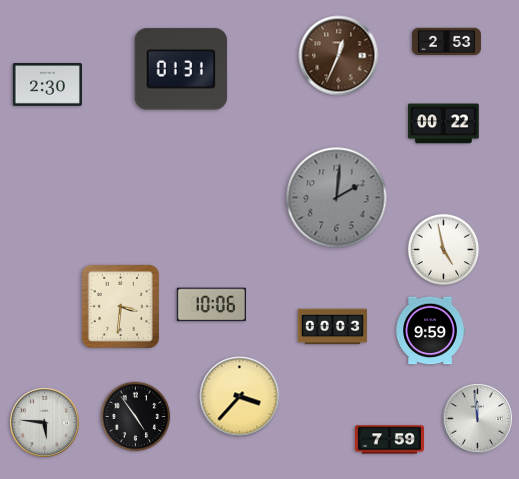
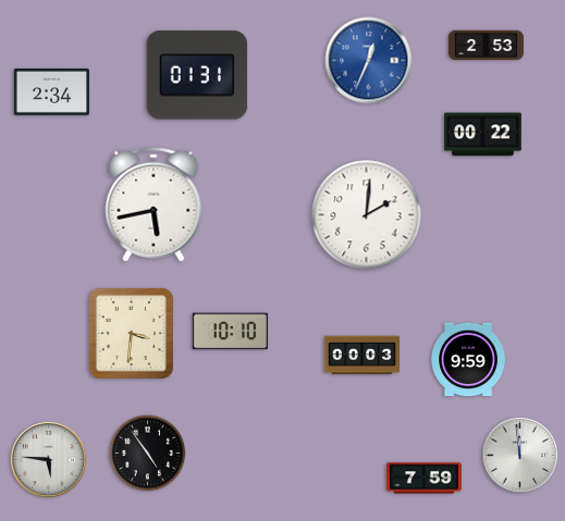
clock at (339, 56) dial: brown -> blue
clock at (47, 85): 2:30 -> 2:34
clock at (153, 204): none -> 5:43
clock at (337, 198) dial: grey -> white
clock at (444, 250): 4:58 -> none
clock at (211, 305): 10:06 -> 10:10
clock at (240, 397): 3:37 -> none
